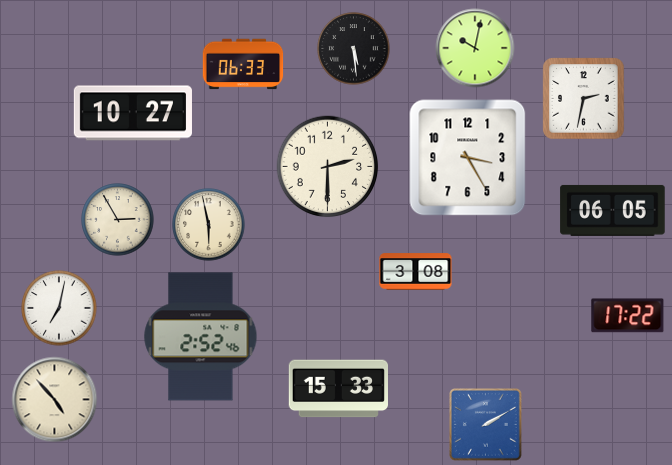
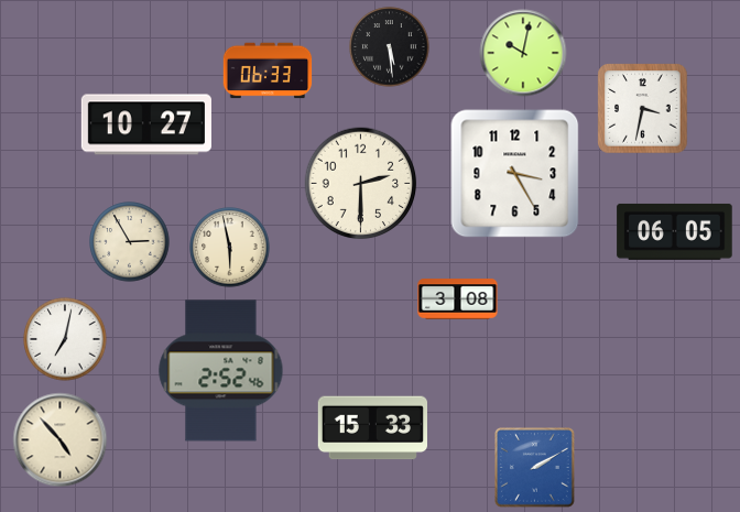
clock at (354, 49) position: (354, 49) -> (390, 47)
clock at (584, 99): 2:32 -> 3:32
clock at (628, 316): 17:22 -> none
